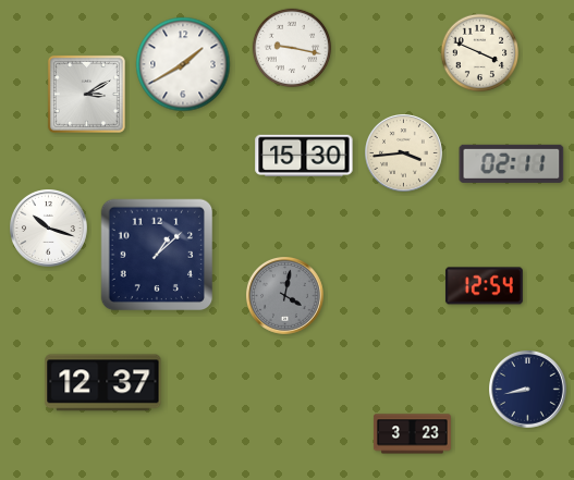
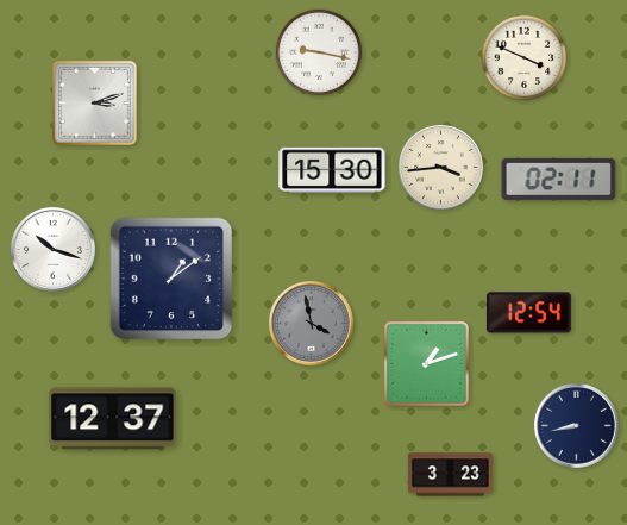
clock at (183, 64): 1:40 -> none
clock at (86, 94): 3:10 -> 3:12
clock at (157, 255): 1:08 -> 1:09
clock at (285, 296): 4:02 -> 3:58
clock at (426, 363): none -> 1:12
